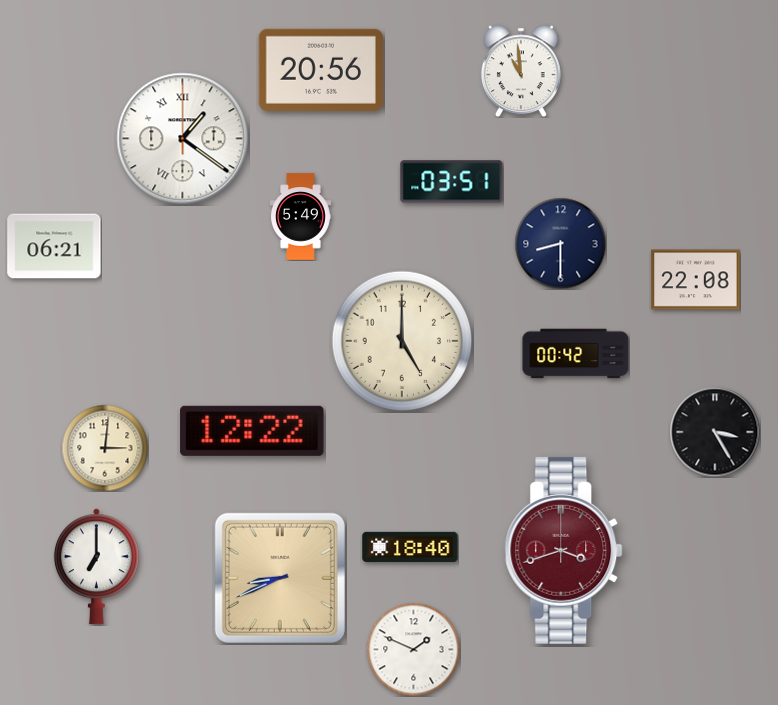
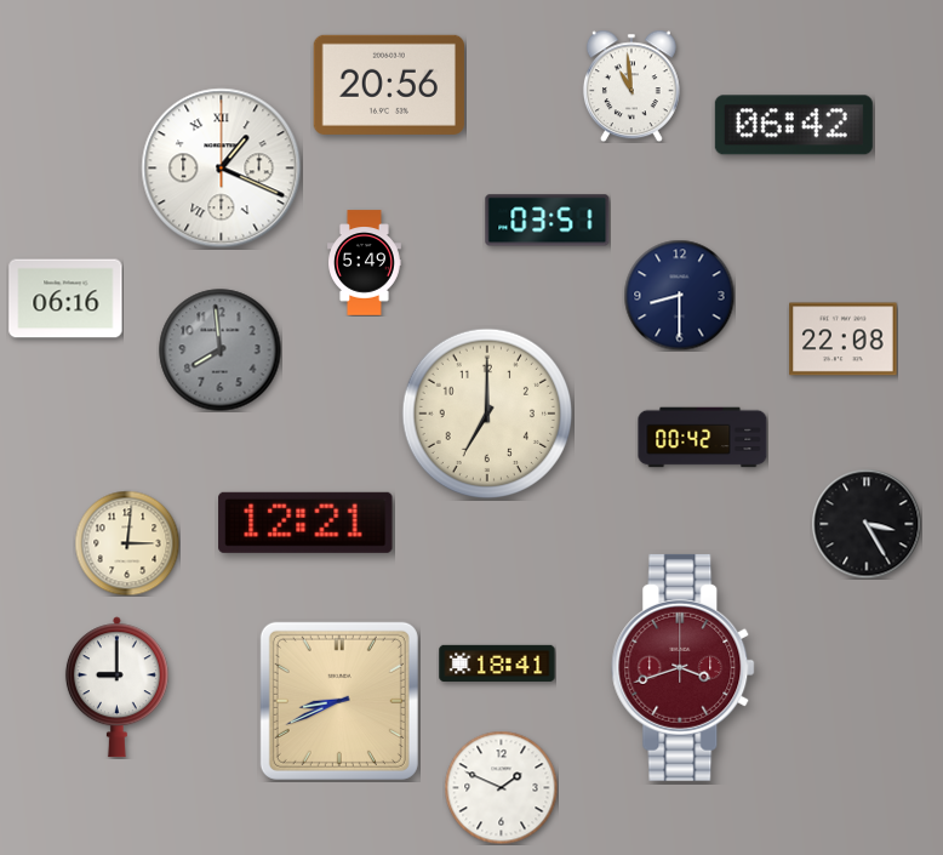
clock at (794, 125): none -> 06:42
clock at (183, 139): 1:21 -> 1:19
clock at (54, 246): 06:21 -> 06:16
clock at (221, 350): none -> 7:59
clock at (401, 340): 5:00 -> 7:00
clock at (576, 354) position: (576, 354) -> (703, 438)
clock at (252, 431): 12:22 -> 12:21
clock at (410, 547): 18:40 -> 18:41
clock at (96, 567): 7:00 -> 9:00
